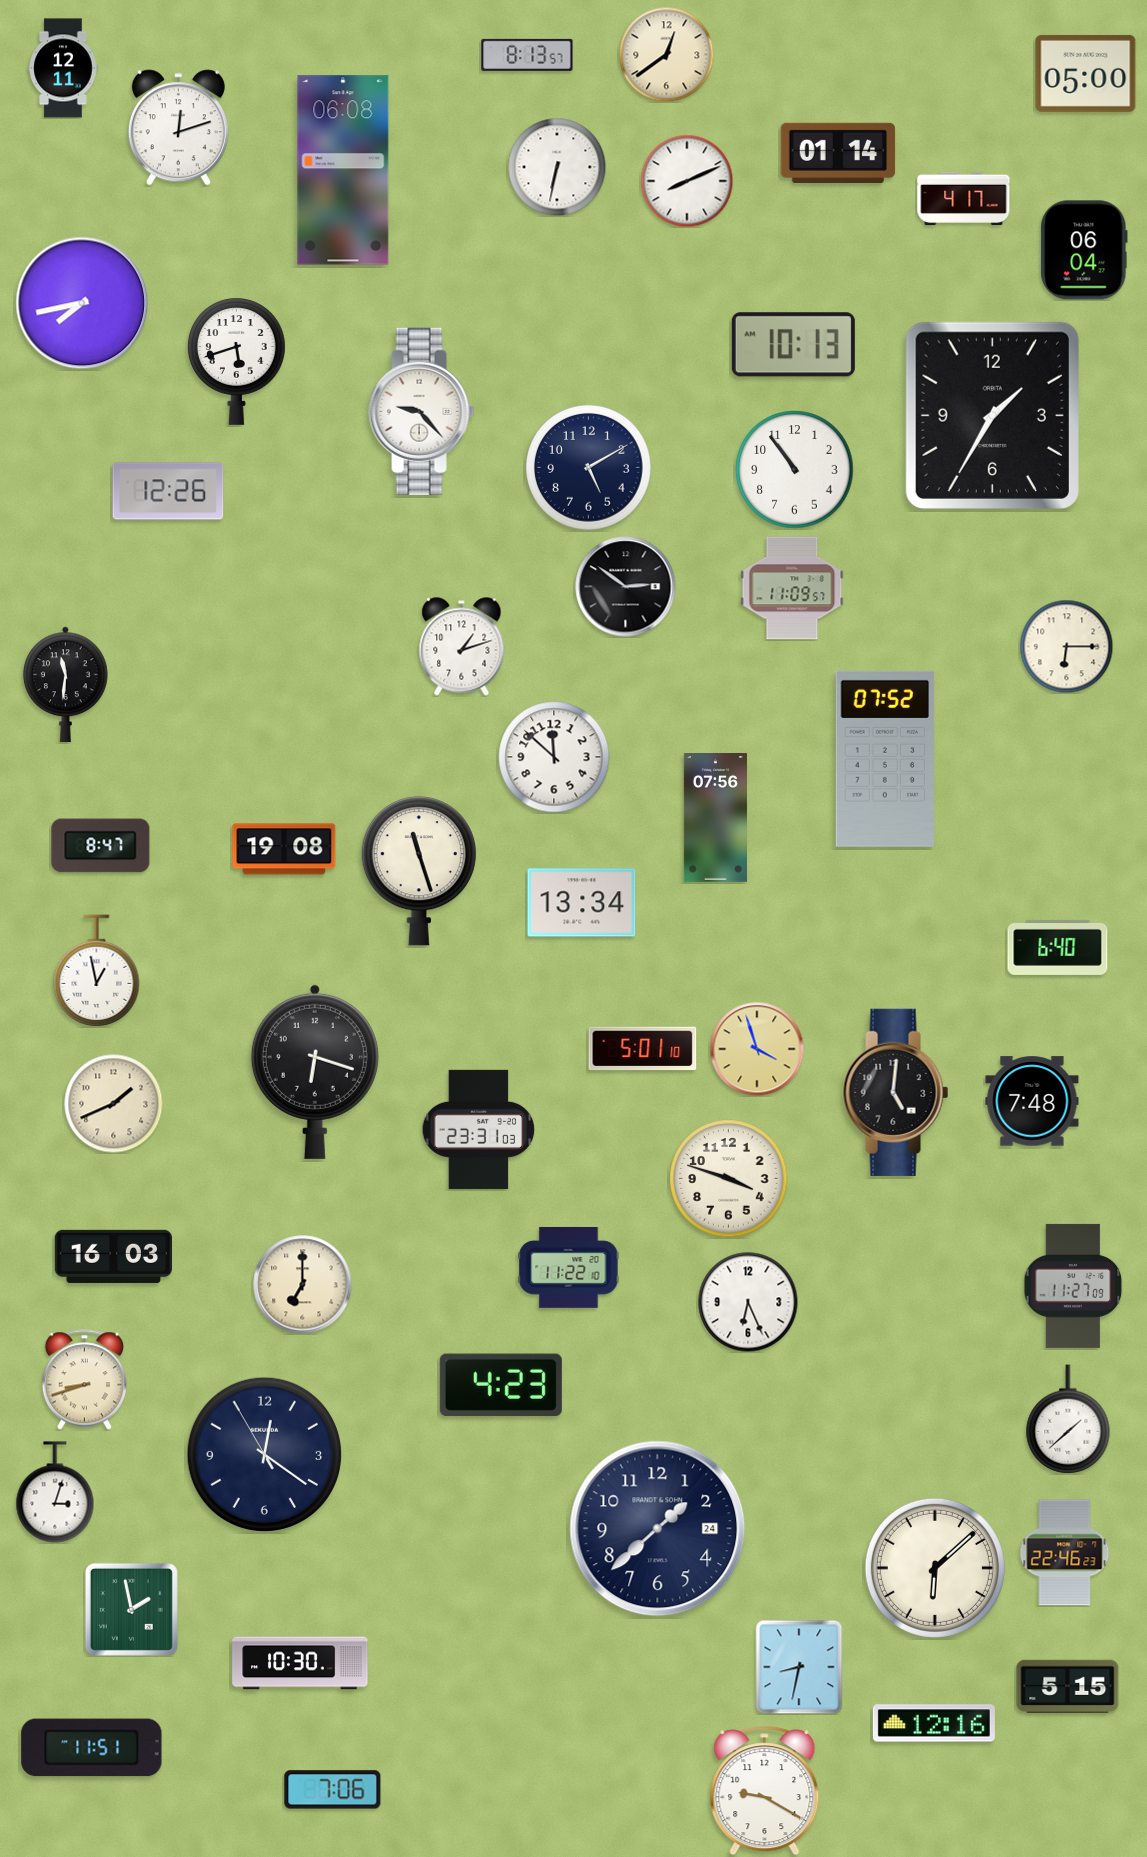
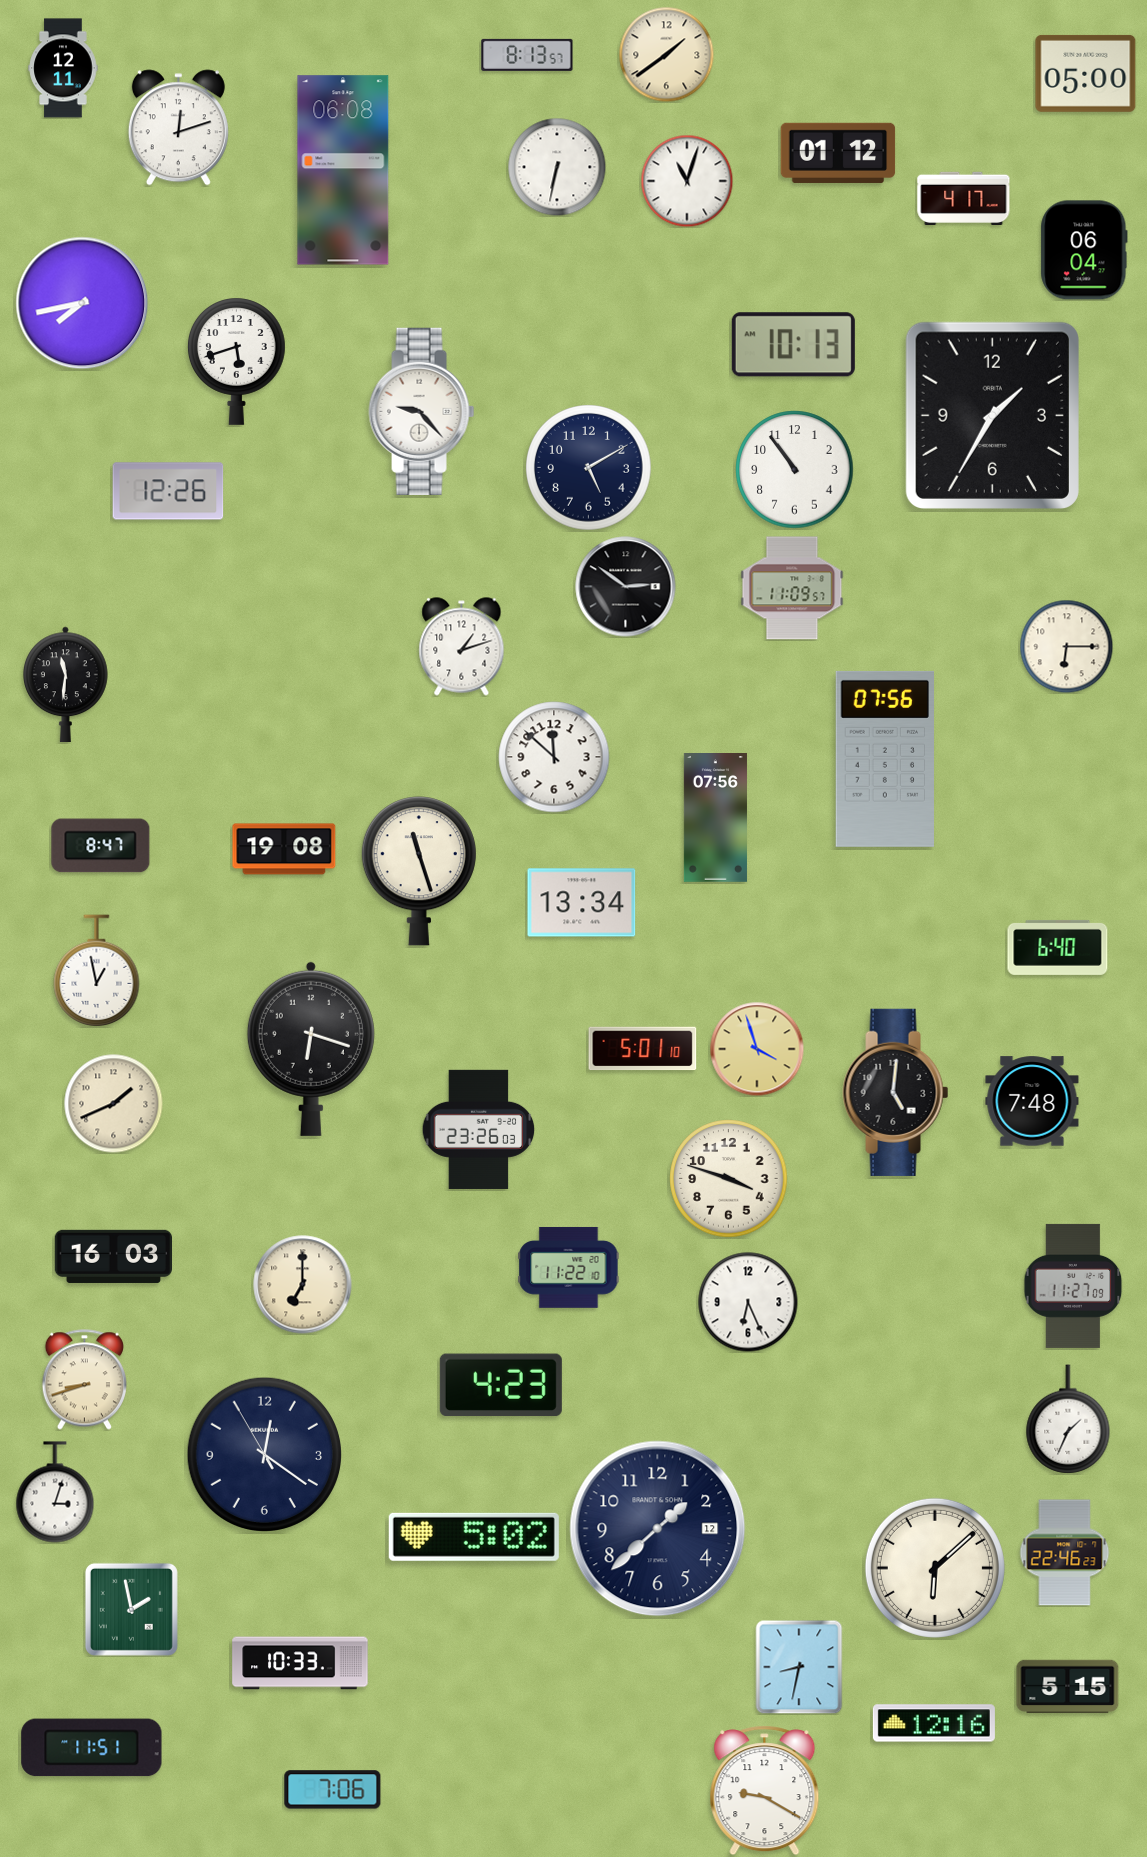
clock at (666, 54): 12:39 -> 1:39
clock at (838, 153): 01:14 -> 01:12
clock at (687, 181): 8:11 -> 11:03
clock at (884, 759): 07:52 -> 07:56
clock at (315, 1072) position: (315, 1072) -> (311, 1049)
clock at (479, 1129): 23:31 -> 23:26
clock at (1068, 1419): 1:38 -> 1:34
clock at (658, 1529) date: 24 -> 12
clock at (474, 1537): none -> 5:02
clock at (300, 1663): 10:30 -> 10:33
